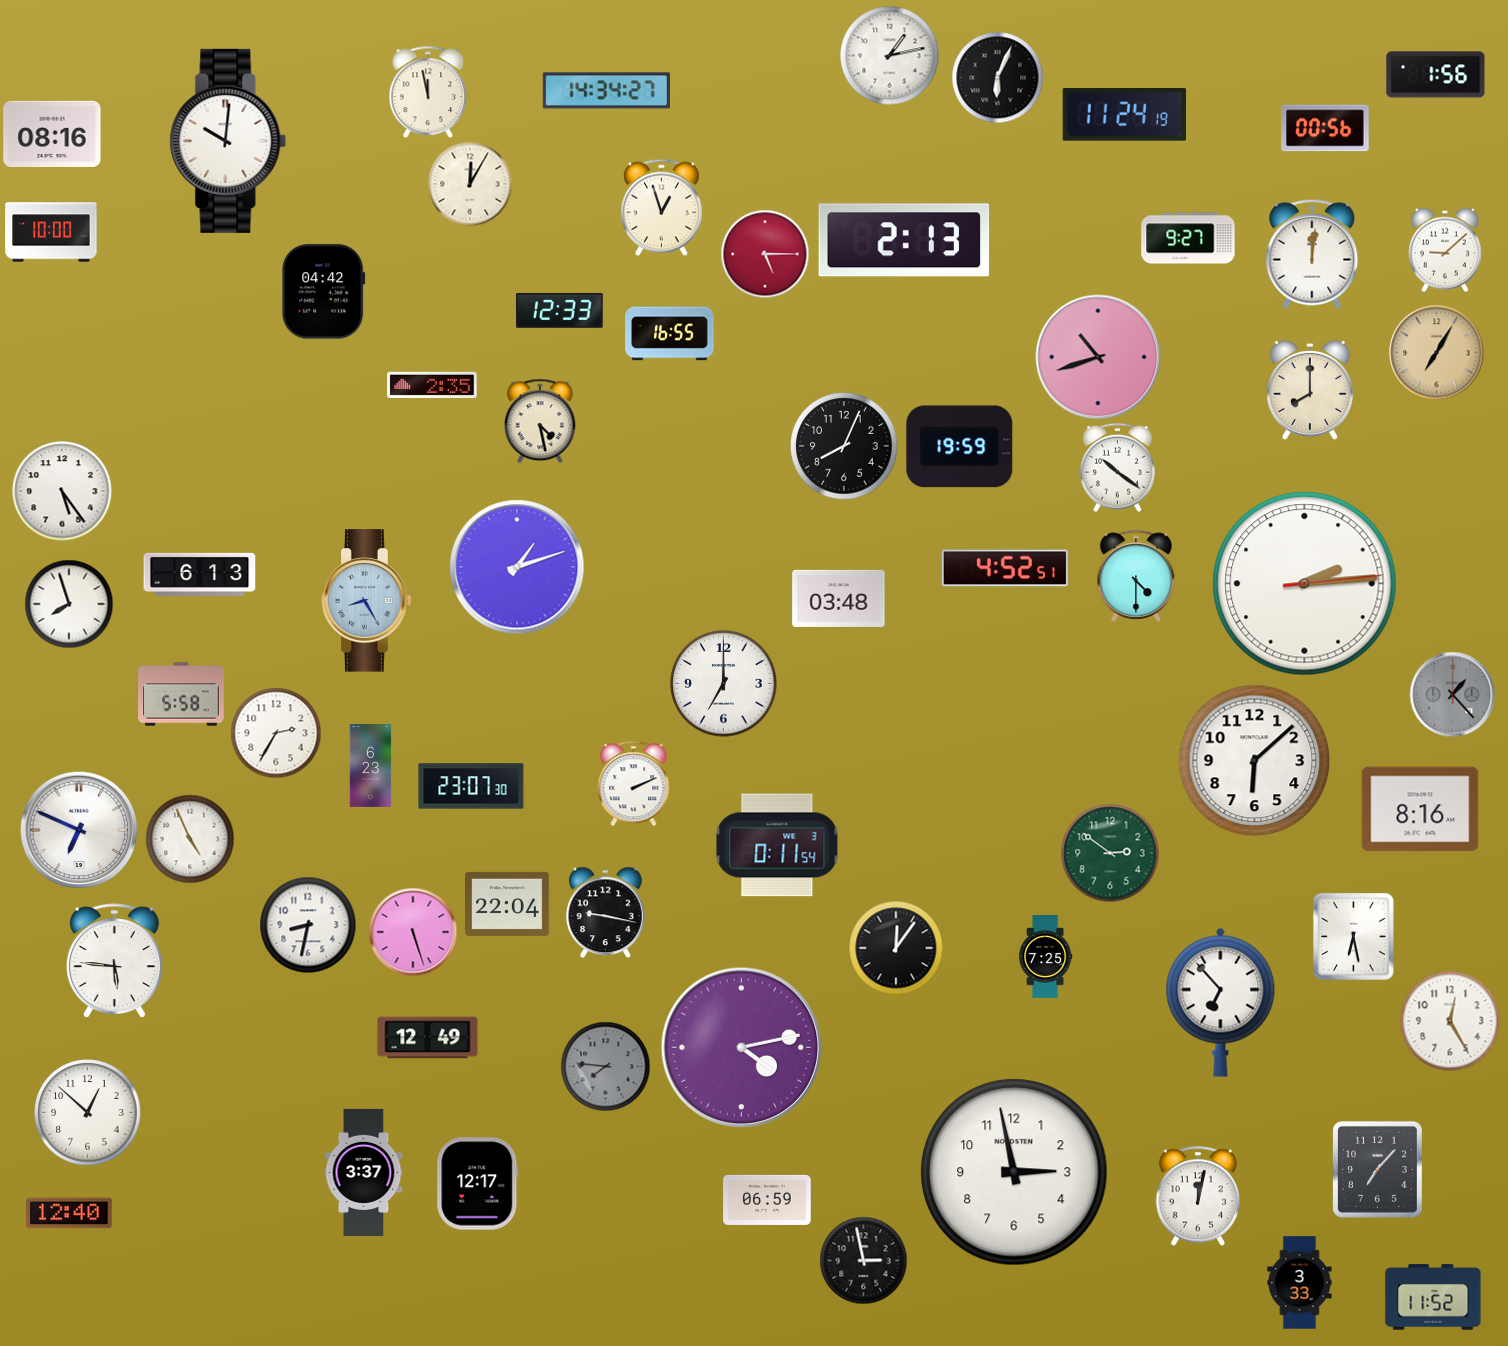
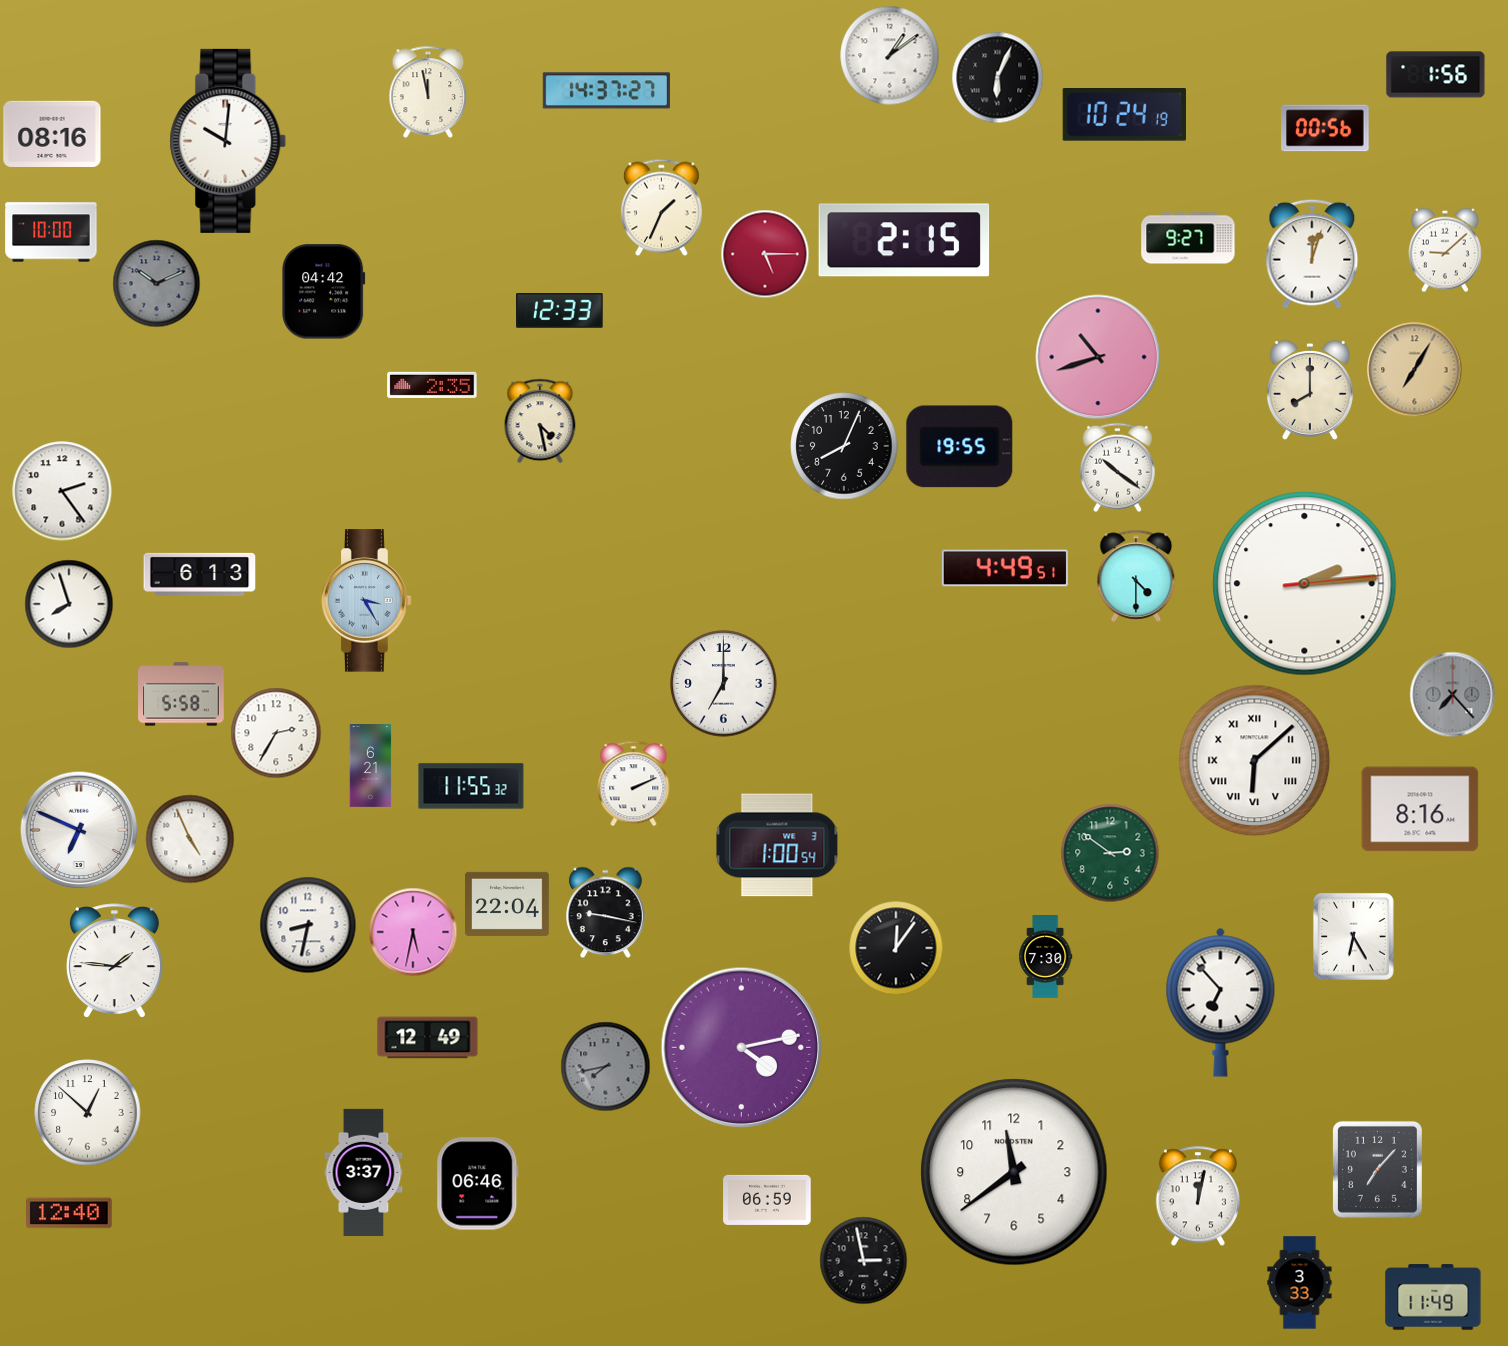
clock at (890, 56): 1:13 -> 1:09
clock at (606, 91): 14:34 -> 14:37
clock at (1124, 115): 11:24 -> 10:24
clock at (470, 184): 12:05 -> none
clock at (662, 207): 12:57 -> 1:34
clock at (904, 240): 2:13 -> 2:15
clock at (1312, 254): 12:01 -> 12:03
clock at (156, 283): none -> 10:11
clock at (670, 334): 16:55 -> none
clock at (1436, 352) position: (1436, 352) -> (1414, 369)
clock at (960, 447): 19:59 -> 19:55
clock at (62, 491): 5:24 -> 2:24
clock at (517, 567): 1:12 -> none
clock at (1005, 568): 4:52 -> 4:49
clock at (839, 598): 03:48 -> none
clock at (367, 601): 8:25 -> 3:25
clock at (1452, 694): 1:23 -> 7:23
clock at (1255, 761) numerals: Arabic -> Roman
clock at (371, 766): 6:23 -> 6:21
clock at (471, 786): 23:07 -> 11:55
clock at (777, 845): 0:11 -> 1:00
clock at (413, 932): 5:27 -> 5:32
clock at (1353, 936): 6:28 -> 6:25
clock at (1045, 957): 7:25 -> 7:30
clock at (114, 961): 5:46 -> 1:46
clock at (1450, 1021): 12:25 -> none
clock at (605, 1066): 7:46 -> 7:43
clock at (1014, 1172): 2:58 -> 11:39
clock at (478, 1184): 12:17 -> 06:46
clock at (1433, 1297): 11:52 -> 11:49
